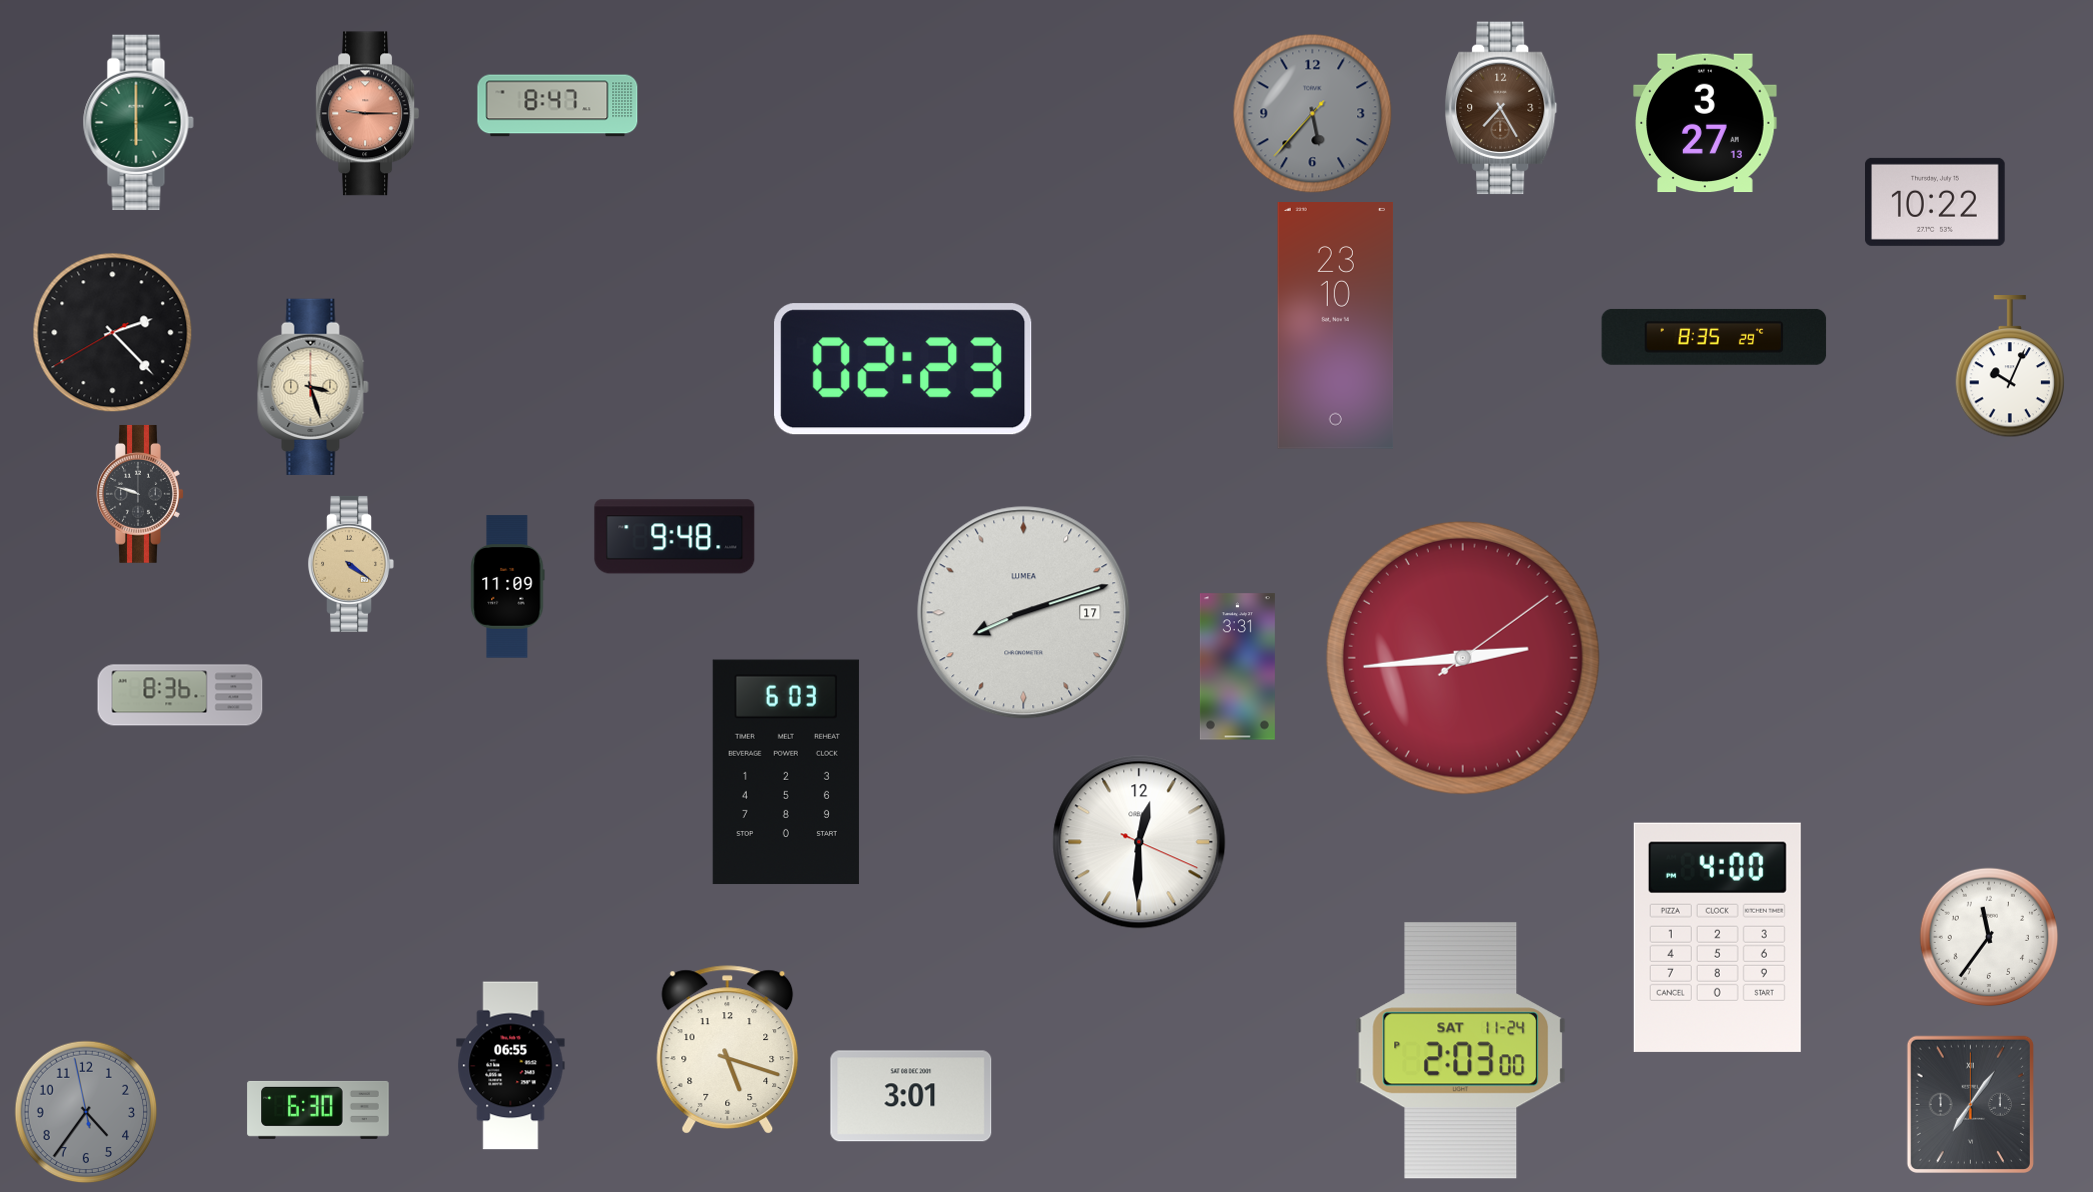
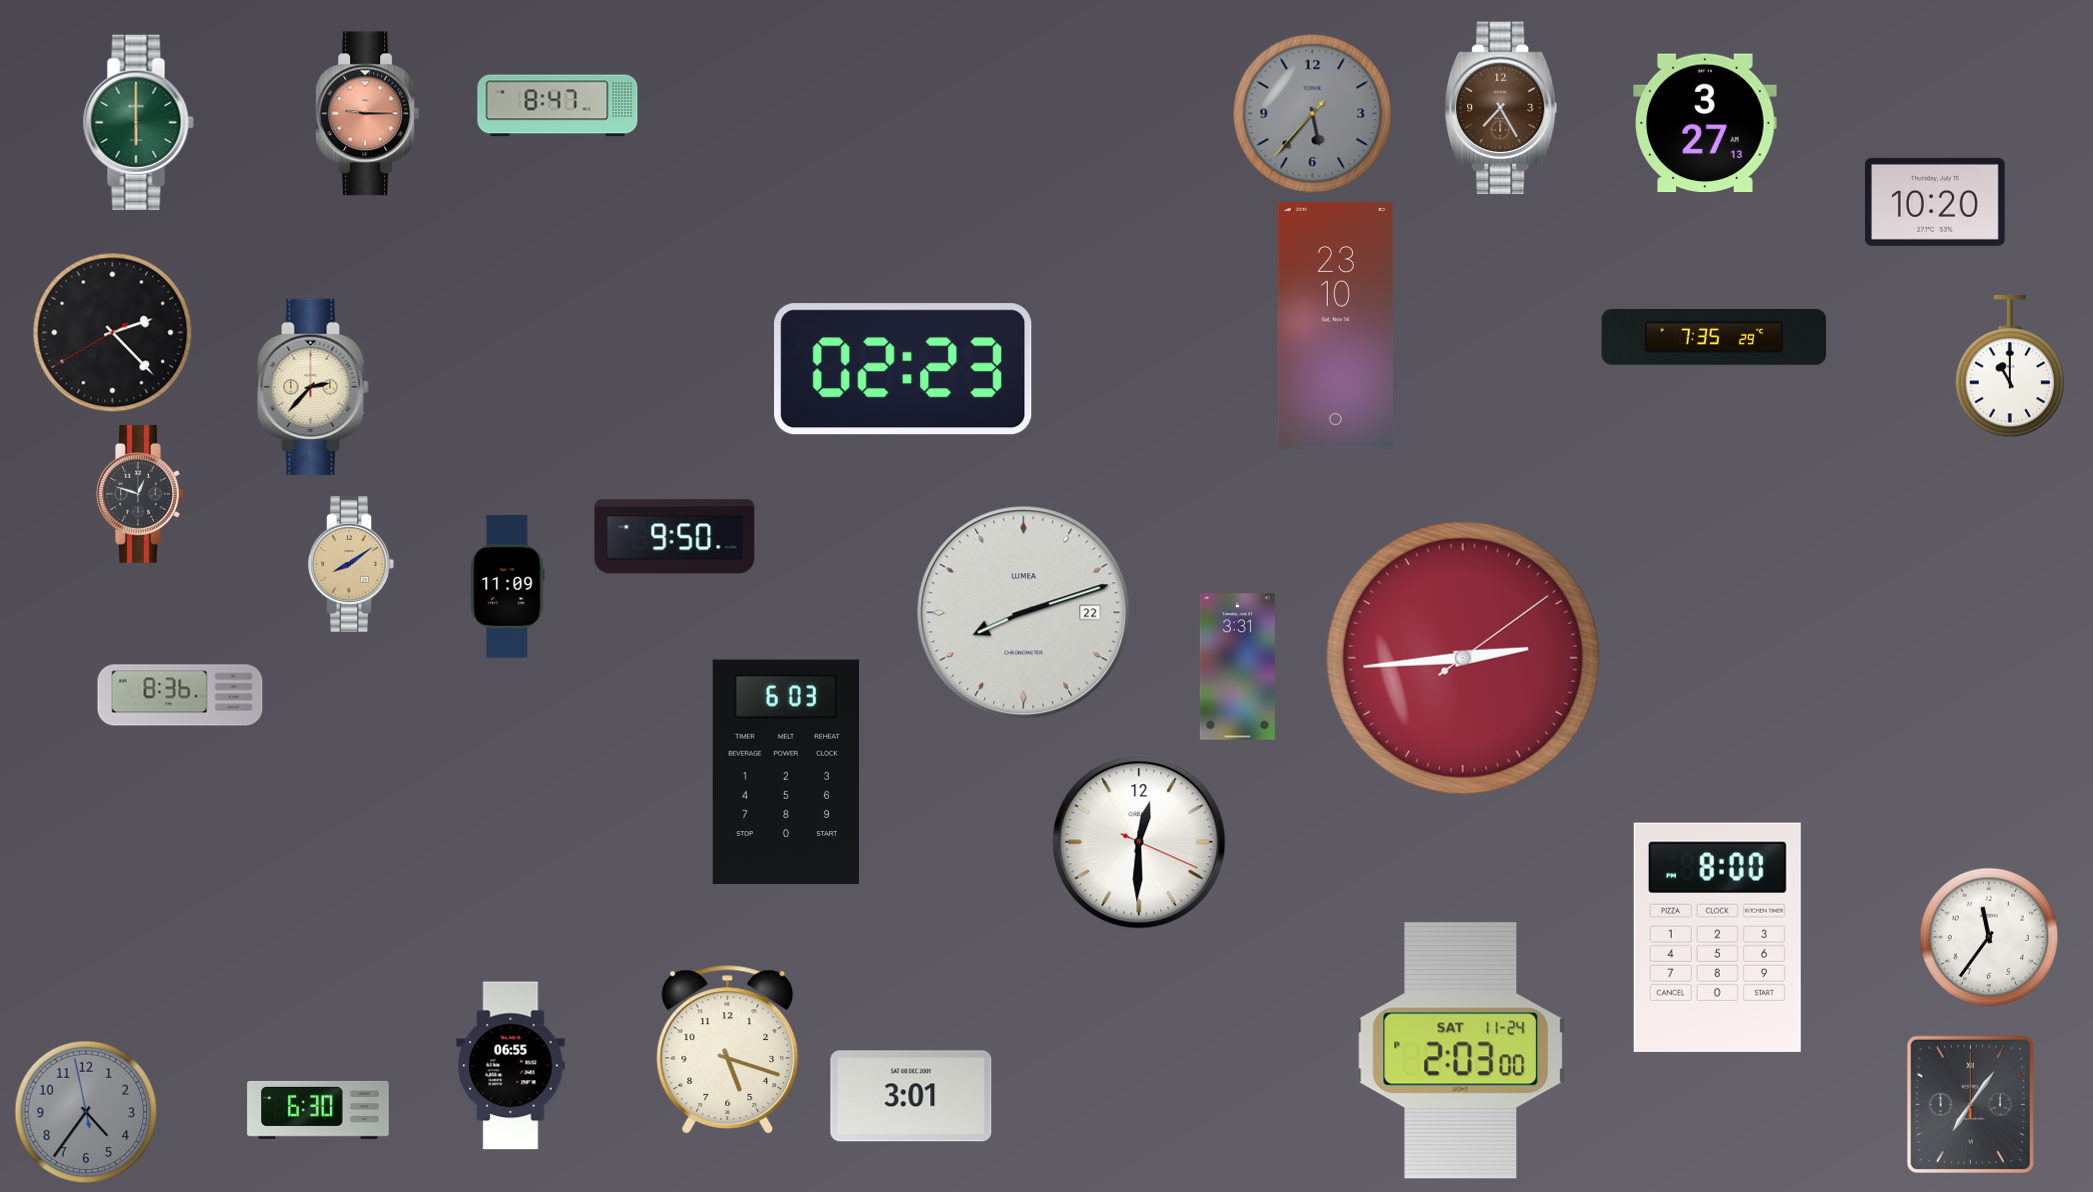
clock at (1936, 202): 10:22 -> 10:20
clock at (1714, 337): 8:35 -> 7:35
clock at (2010, 367): 10:04 -> 11:00
clock at (313, 387): 3:27 -> 2:37
clock at (140, 494): 9:48 -> 12:48
clock at (675, 537): 9:48 -> 9:50
clock at (351, 564): 4:21 -> 8:09
clock at (1024, 613) date: 17 -> 22
clock at (1717, 937): 4:00 -> 8:00
